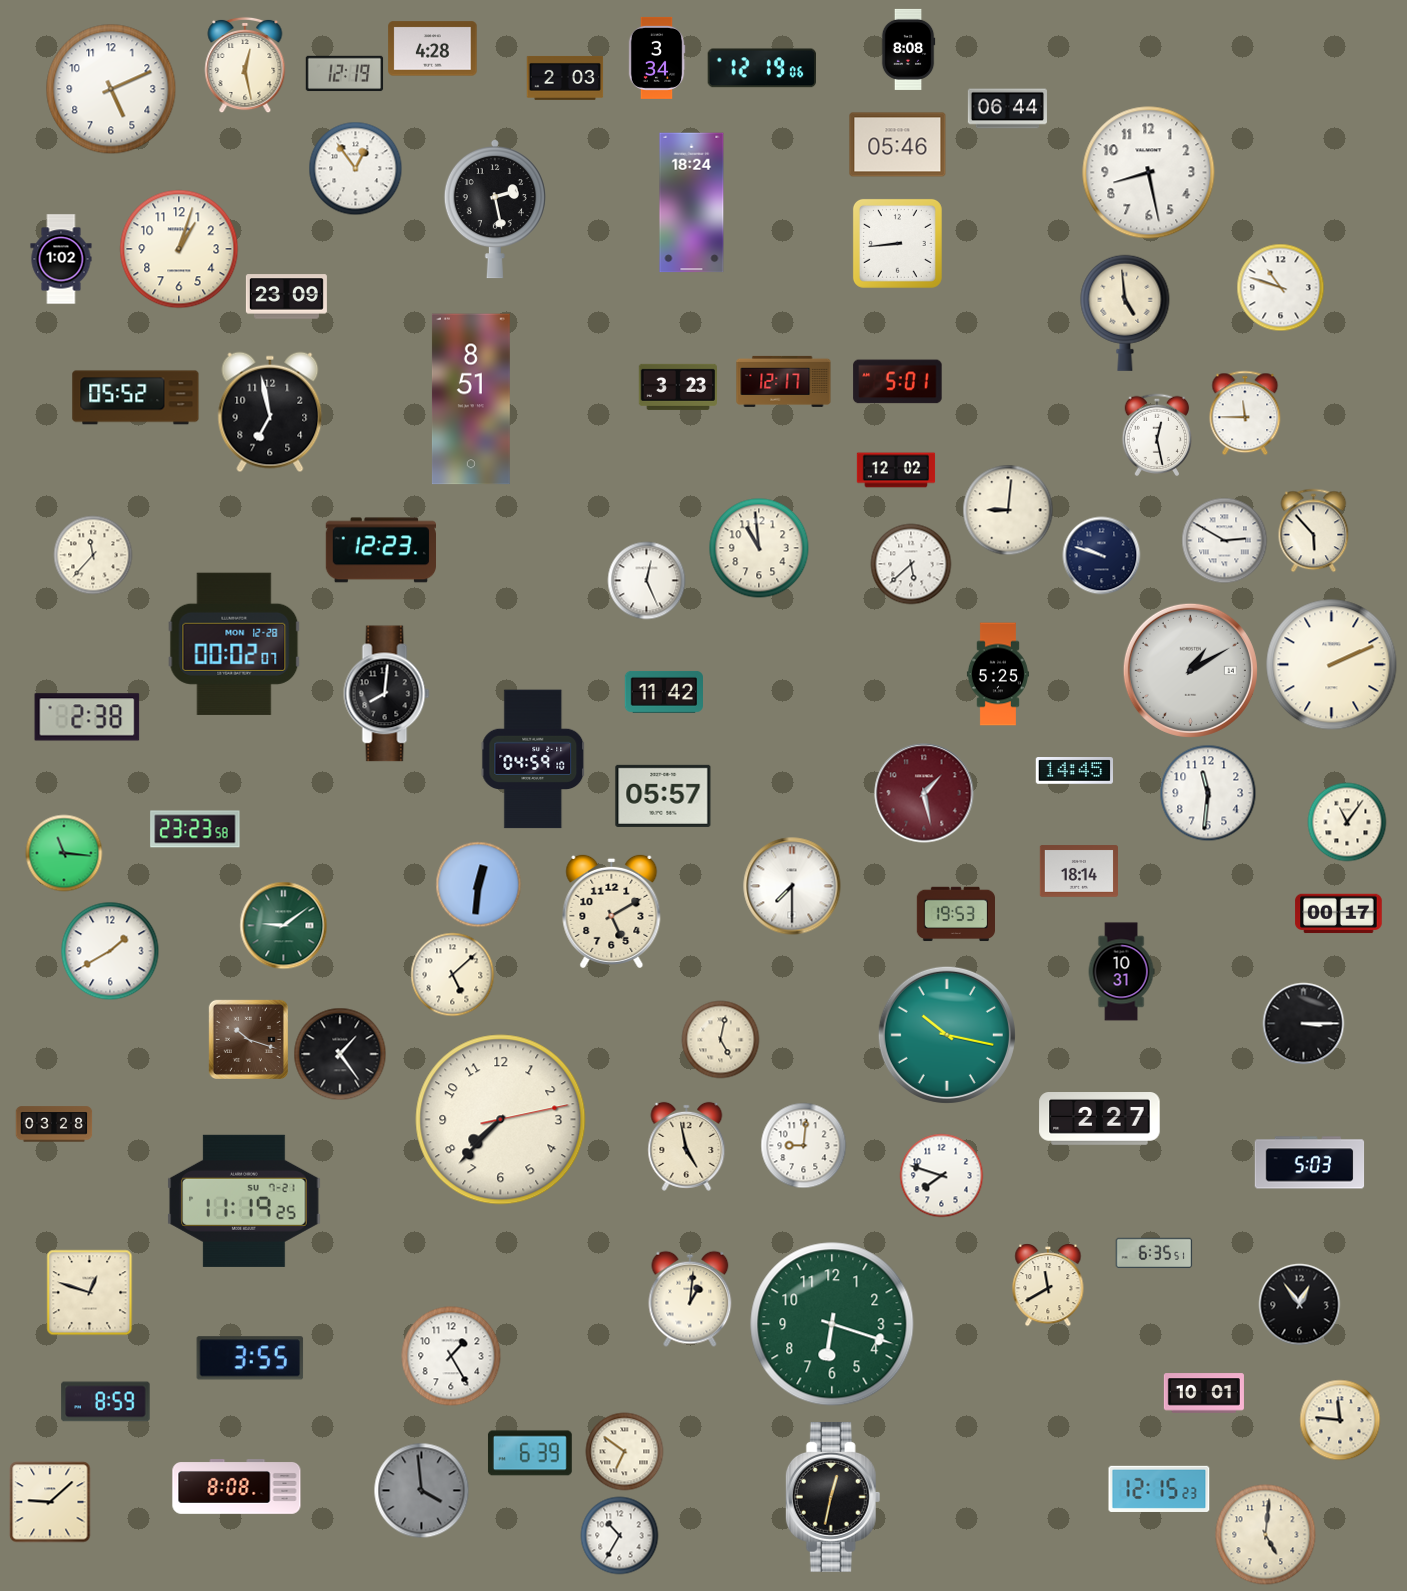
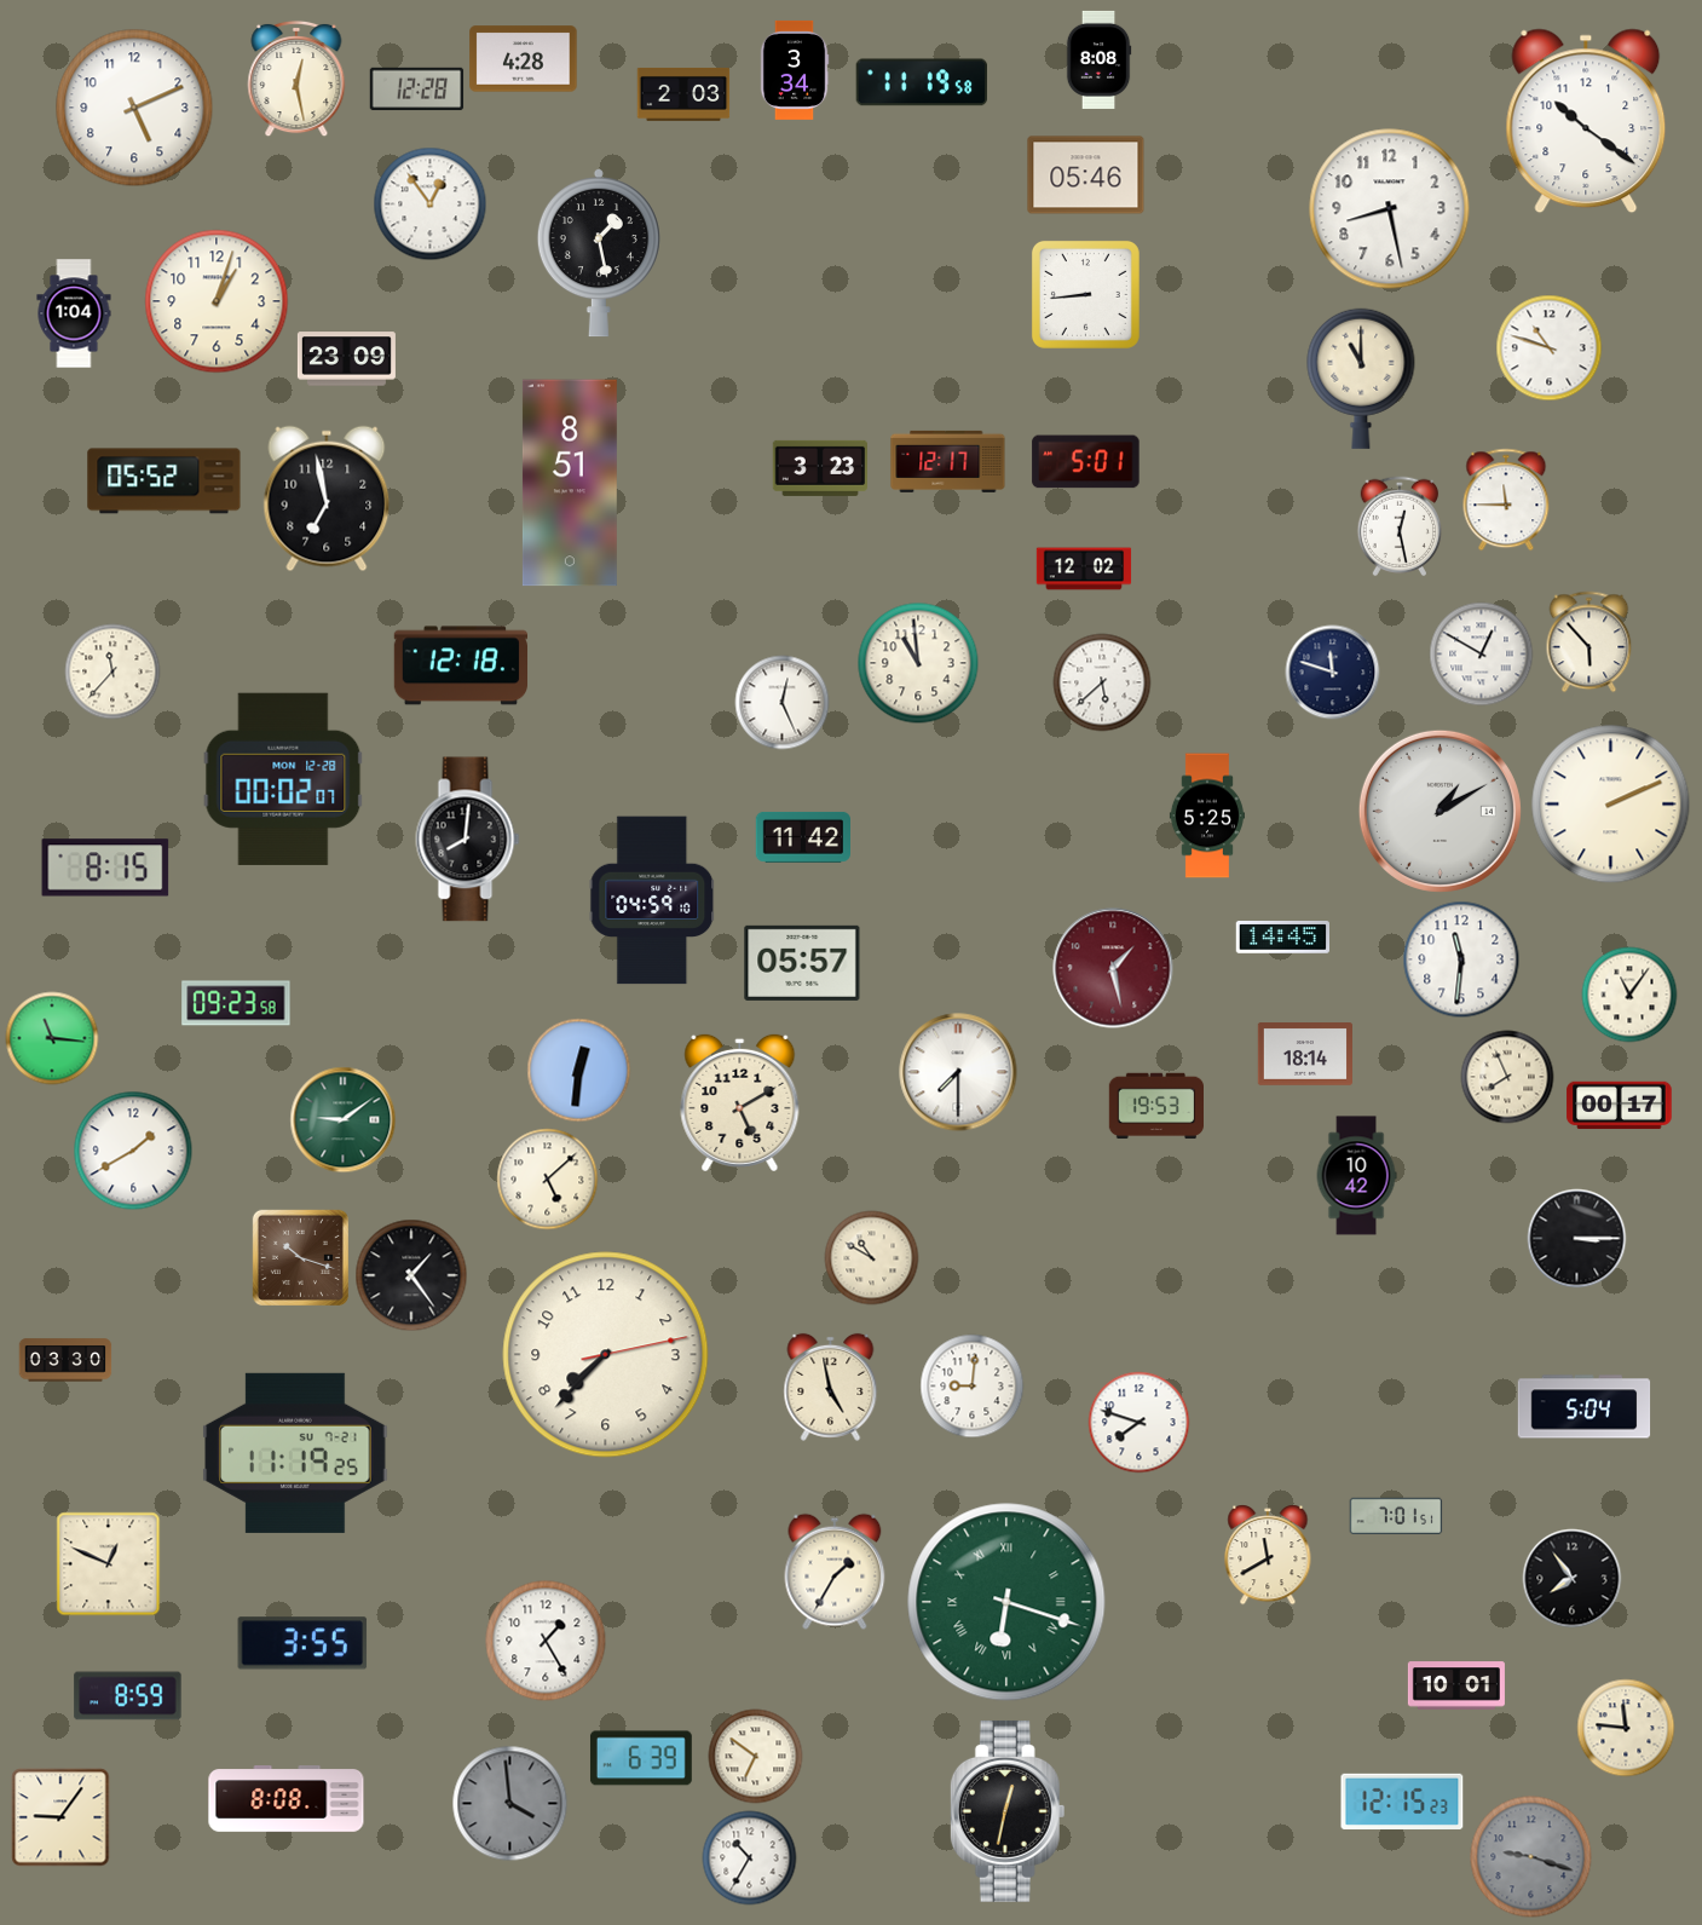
clock at (762, 68): 12:19 -> 11:19
clock at (345, 74): 12:19 -> 12:28
clock at (1586, 121): none -> 10:21
clock at (1007, 109): 06:44 -> none
clock at (692, 203): 18:24 -> none
clock at (495, 209): 2:28 -> 1:28
clock at (61, 259): 1:02 -> 1:04
clock at (1125, 313): 4:59 -> 11:00
clock at (1008, 510): 9:01 -> none
clock at (1225, 541): 2:50 -> 12:50
clock at (380, 550): 12:23 -> 12:18
clock at (1102, 556): 9:48 -> 11:48
clock at (87, 717): 2:38 -> 8:15
clock at (533, 759) position: (533, 759) -> (652, 900)
clock at (1075, 771) position: (1075, 771) -> (1283, 938)
clock at (924, 793) position: (924, 793) -> (1113, 968)
clock at (195, 829): 23:23 -> 09:23
clock at (64, 853) position: (64, 853) -> (52, 1038)
clock at (1507, 1077): none -> 7:56
clock at (1121, 972): 10:31 -> 10:42
clock at (947, 1035): 10:17 -> none
clock at (721, 1040): 5:02 -> 10:50
clock at (1100, 1119): 2:27 -> none
clock at (54, 1124): 03:28 -> 03:30
clock at (1310, 1163): 5:03 -> 5:04
clock at (1154, 1253): 6:35 -> 7:01
clock at (90, 1293): 12:48 -> 12:49
clock at (690, 1299): 1:01 -> 1:35
clock at (1300, 1305): 12:54 -> 7:54
clock at (832, 1324) numerals: Arabic -> Roman
clock at (1340, 1420) position: (1340, 1420) -> (1626, 1728)
clock at (50, 1502): 9:08 -> 9:06
clock at (1266, 1535): 5:01 -> 9:18
clock at (1266, 1535) dial: cream -> grey
